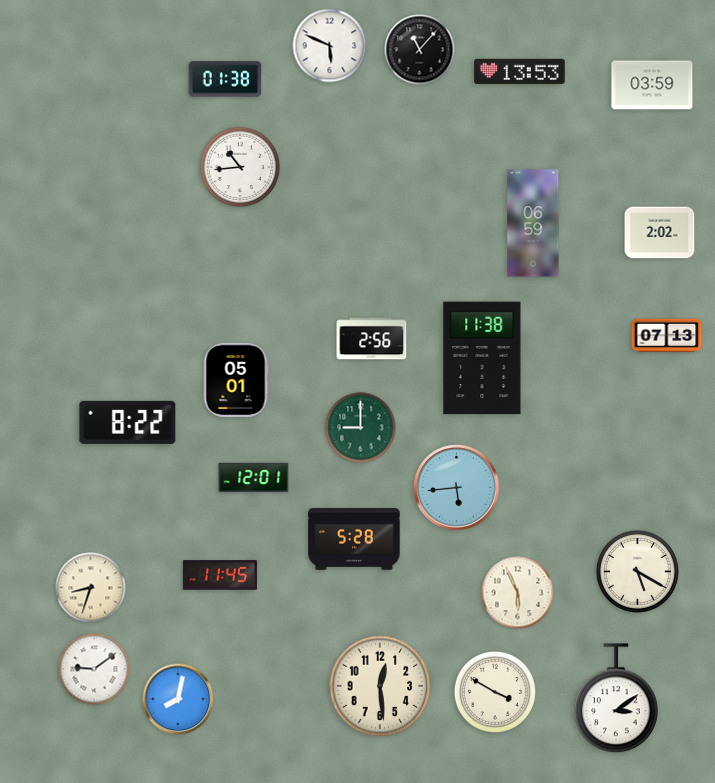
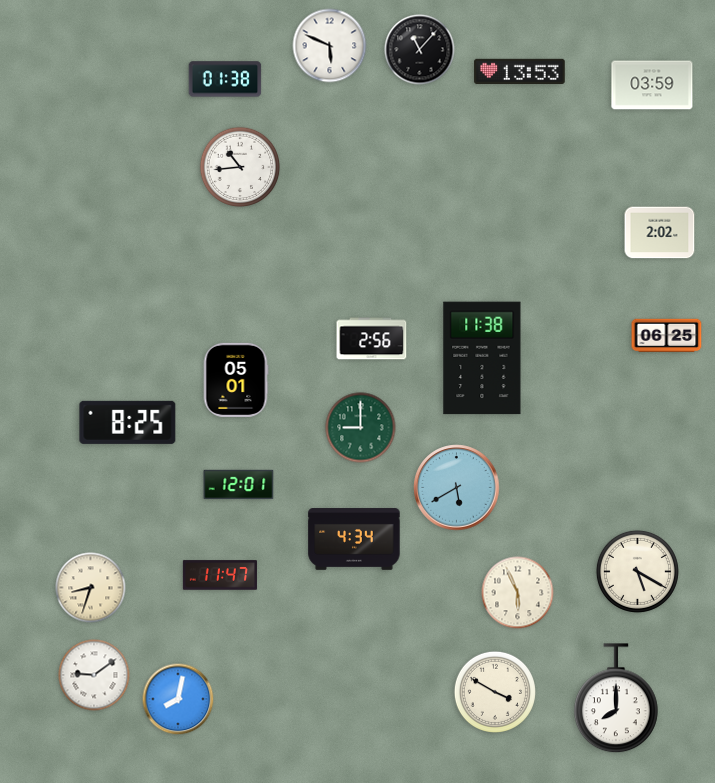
clock at (533, 223): 06:59 -> none
clock at (667, 336): 07:13 -> 06:25
clock at (128, 422): 8:22 -> 8:25
clock at (254, 478) position: (254, 478) -> (239, 485)
clock at (457, 488): 5:44 -> 5:40
clock at (354, 539): 5:28 -> 4:34
clock at (220, 575): 11:45 -> 11:47
clock at (94, 669) position: (94, 669) -> (94, 675)
clock at (380, 686): 12:29 -> none
clock at (616, 699): 3:09 -> 8:00
